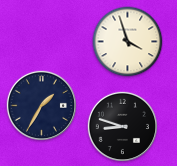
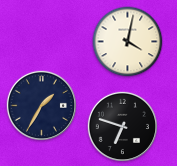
clock at (128, 42): 3:57 -> 4:02
clock at (122, 126): 8:48 -> 6:48
